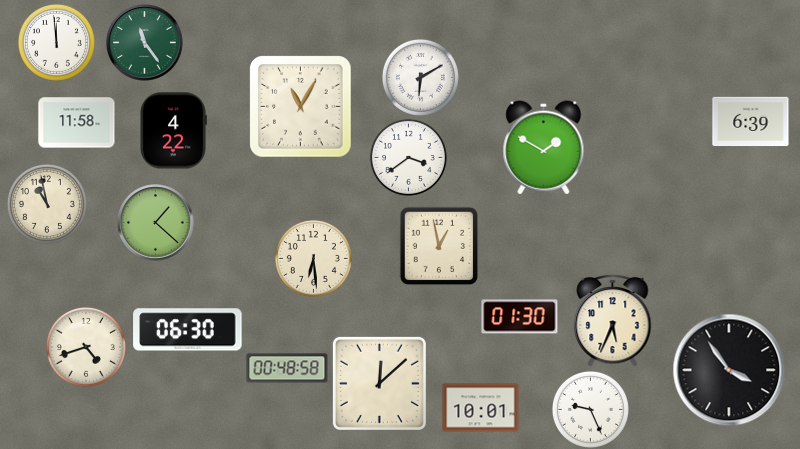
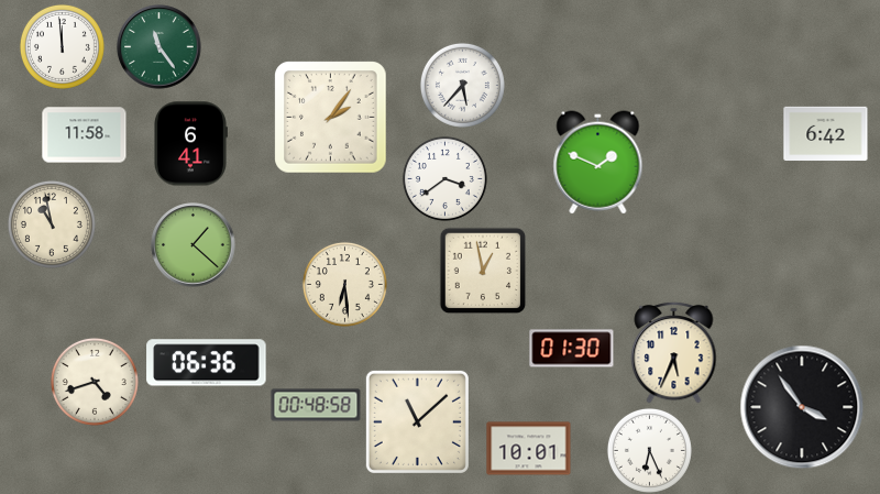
clock at (420, 77): 6:10 -> 5:37
clock at (301, 107): 11:05 -> 2:06
clock at (751, 122): 6:39 -> 6:42
clock at (174, 131): 4:22 -> 6:41
clock at (544, 148): 1:50 -> 1:49
clock at (408, 157) position: (408, 157) -> (444, 178)
clock at (156, 223) position: (156, 223) -> (194, 245)
clock at (188, 330): 06:30 -> 06:36
clock at (379, 383): 12:08 -> 11:08
clock at (590, 409): 9:26 -> 6:26
